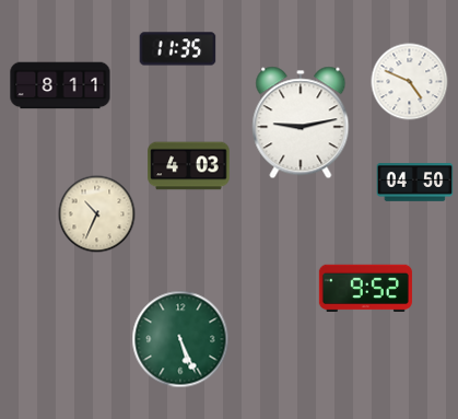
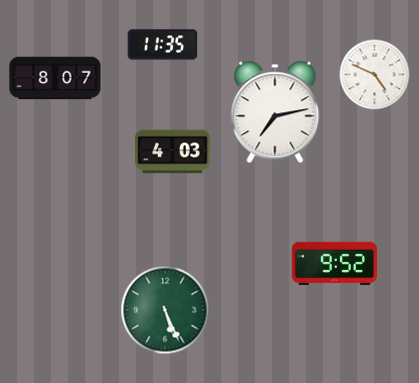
clock at (60, 85): 8:11 -> 8:07
clock at (301, 123): 9:13 -> 7:13
clock at (415, 183): 04:50 -> none
clock at (97, 214): 10:34 -> none
